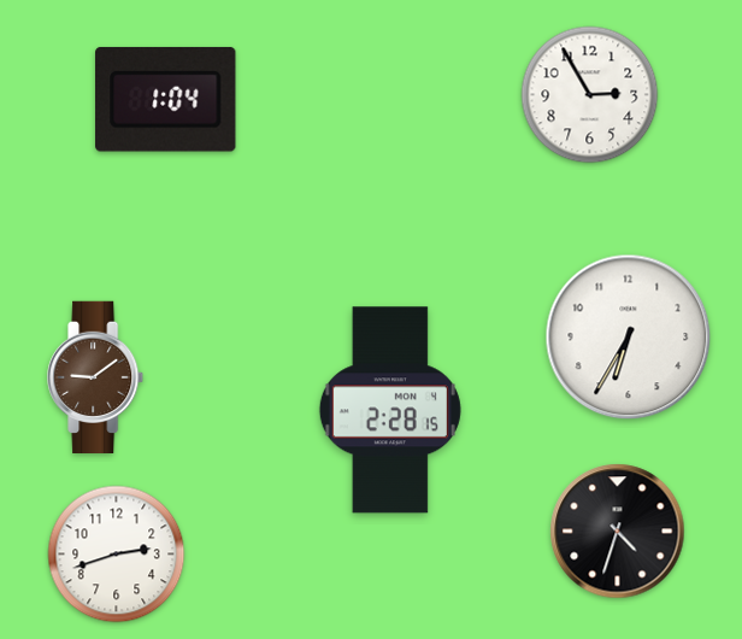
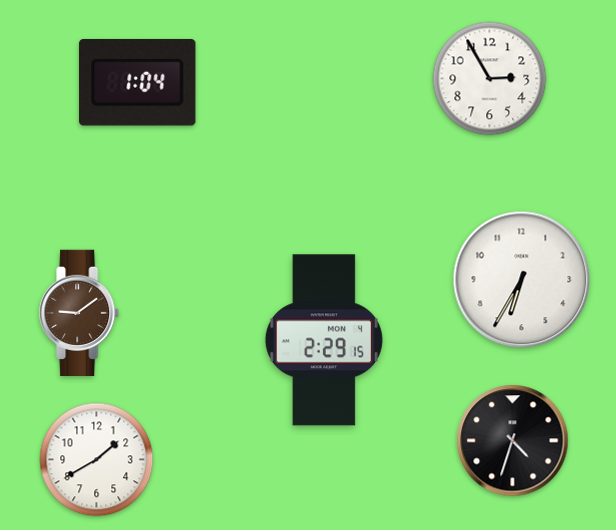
clock at (390, 410): 2:28 -> 2:29
clock at (117, 555): 2:42 -> 1:40
